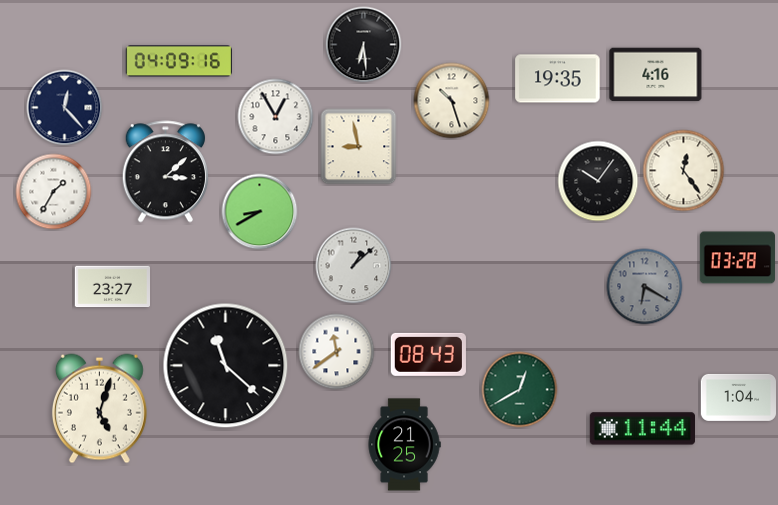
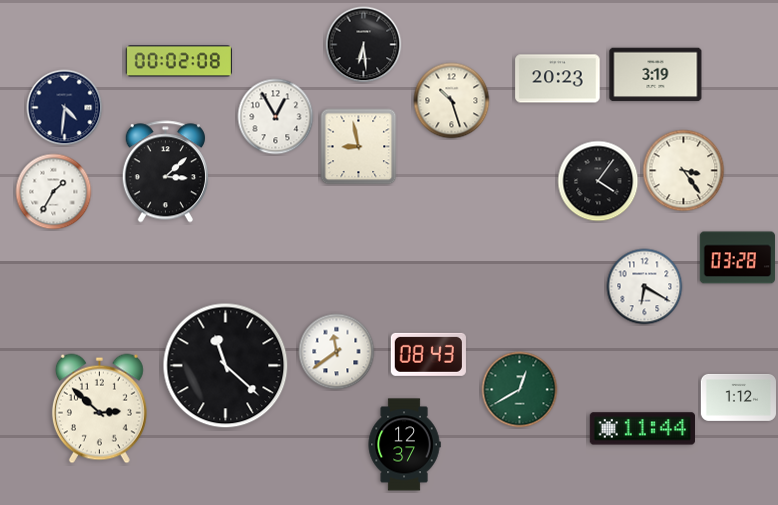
clock at (179, 61): 04:09 -> 00:02
clock at (656, 75): 4:16 -> 3:19
clock at (558, 79): 19:35 -> 20:23
clock at (65, 108): 12:23 -> 4:31
clock at (684, 171): 12:24 -> 3:24
clock at (598, 181): 10:06 -> 4:06
clock at (260, 212): 8:40 -> none
clock at (354, 266): 1:08 -> none
clock at (112, 287): 23:27 -> none
clock at (645, 287) dial: grey -> white
clock at (738, 397): 1:04 -> 1:12
clock at (99, 409): 5:03 -> 2:52
clock at (404, 445): 21:25 -> 12:37
